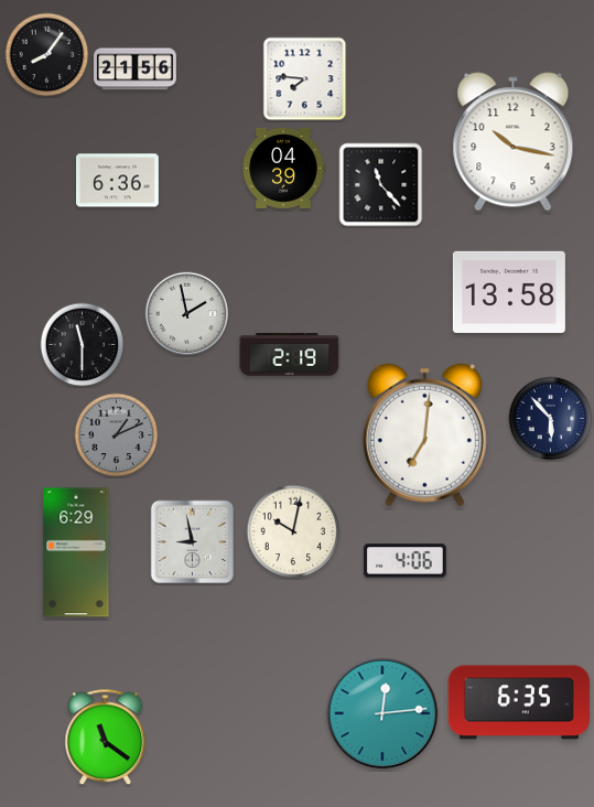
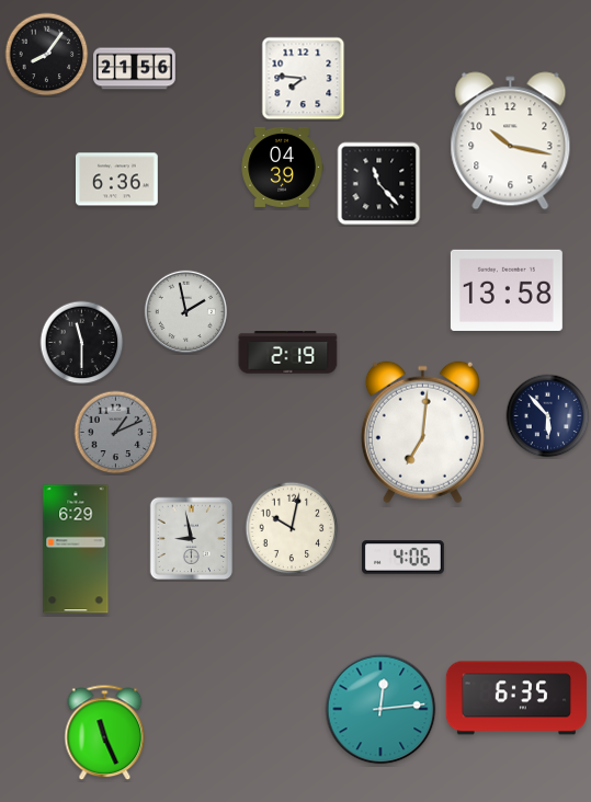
clock at (106, 738): 11:21 -> 11:26
